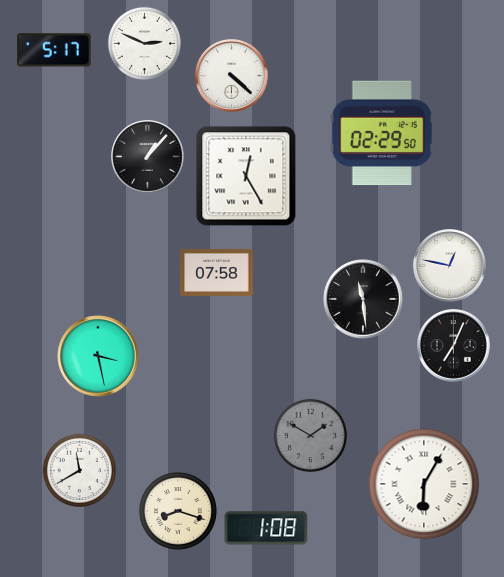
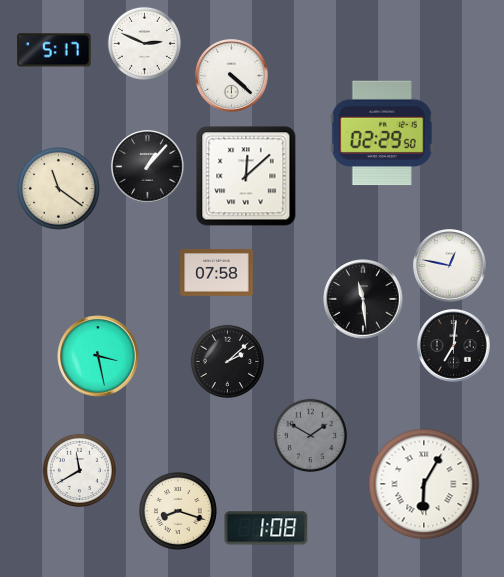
clock at (148, 157) position: (148, 157) -> (148, 167)
clock at (246, 176): 12:25 -> 12:08
clock at (59, 189): none -> 11:21
clock at (454, 346): 7:04 -> 7:01
clock at (227, 361): none -> 2:08
